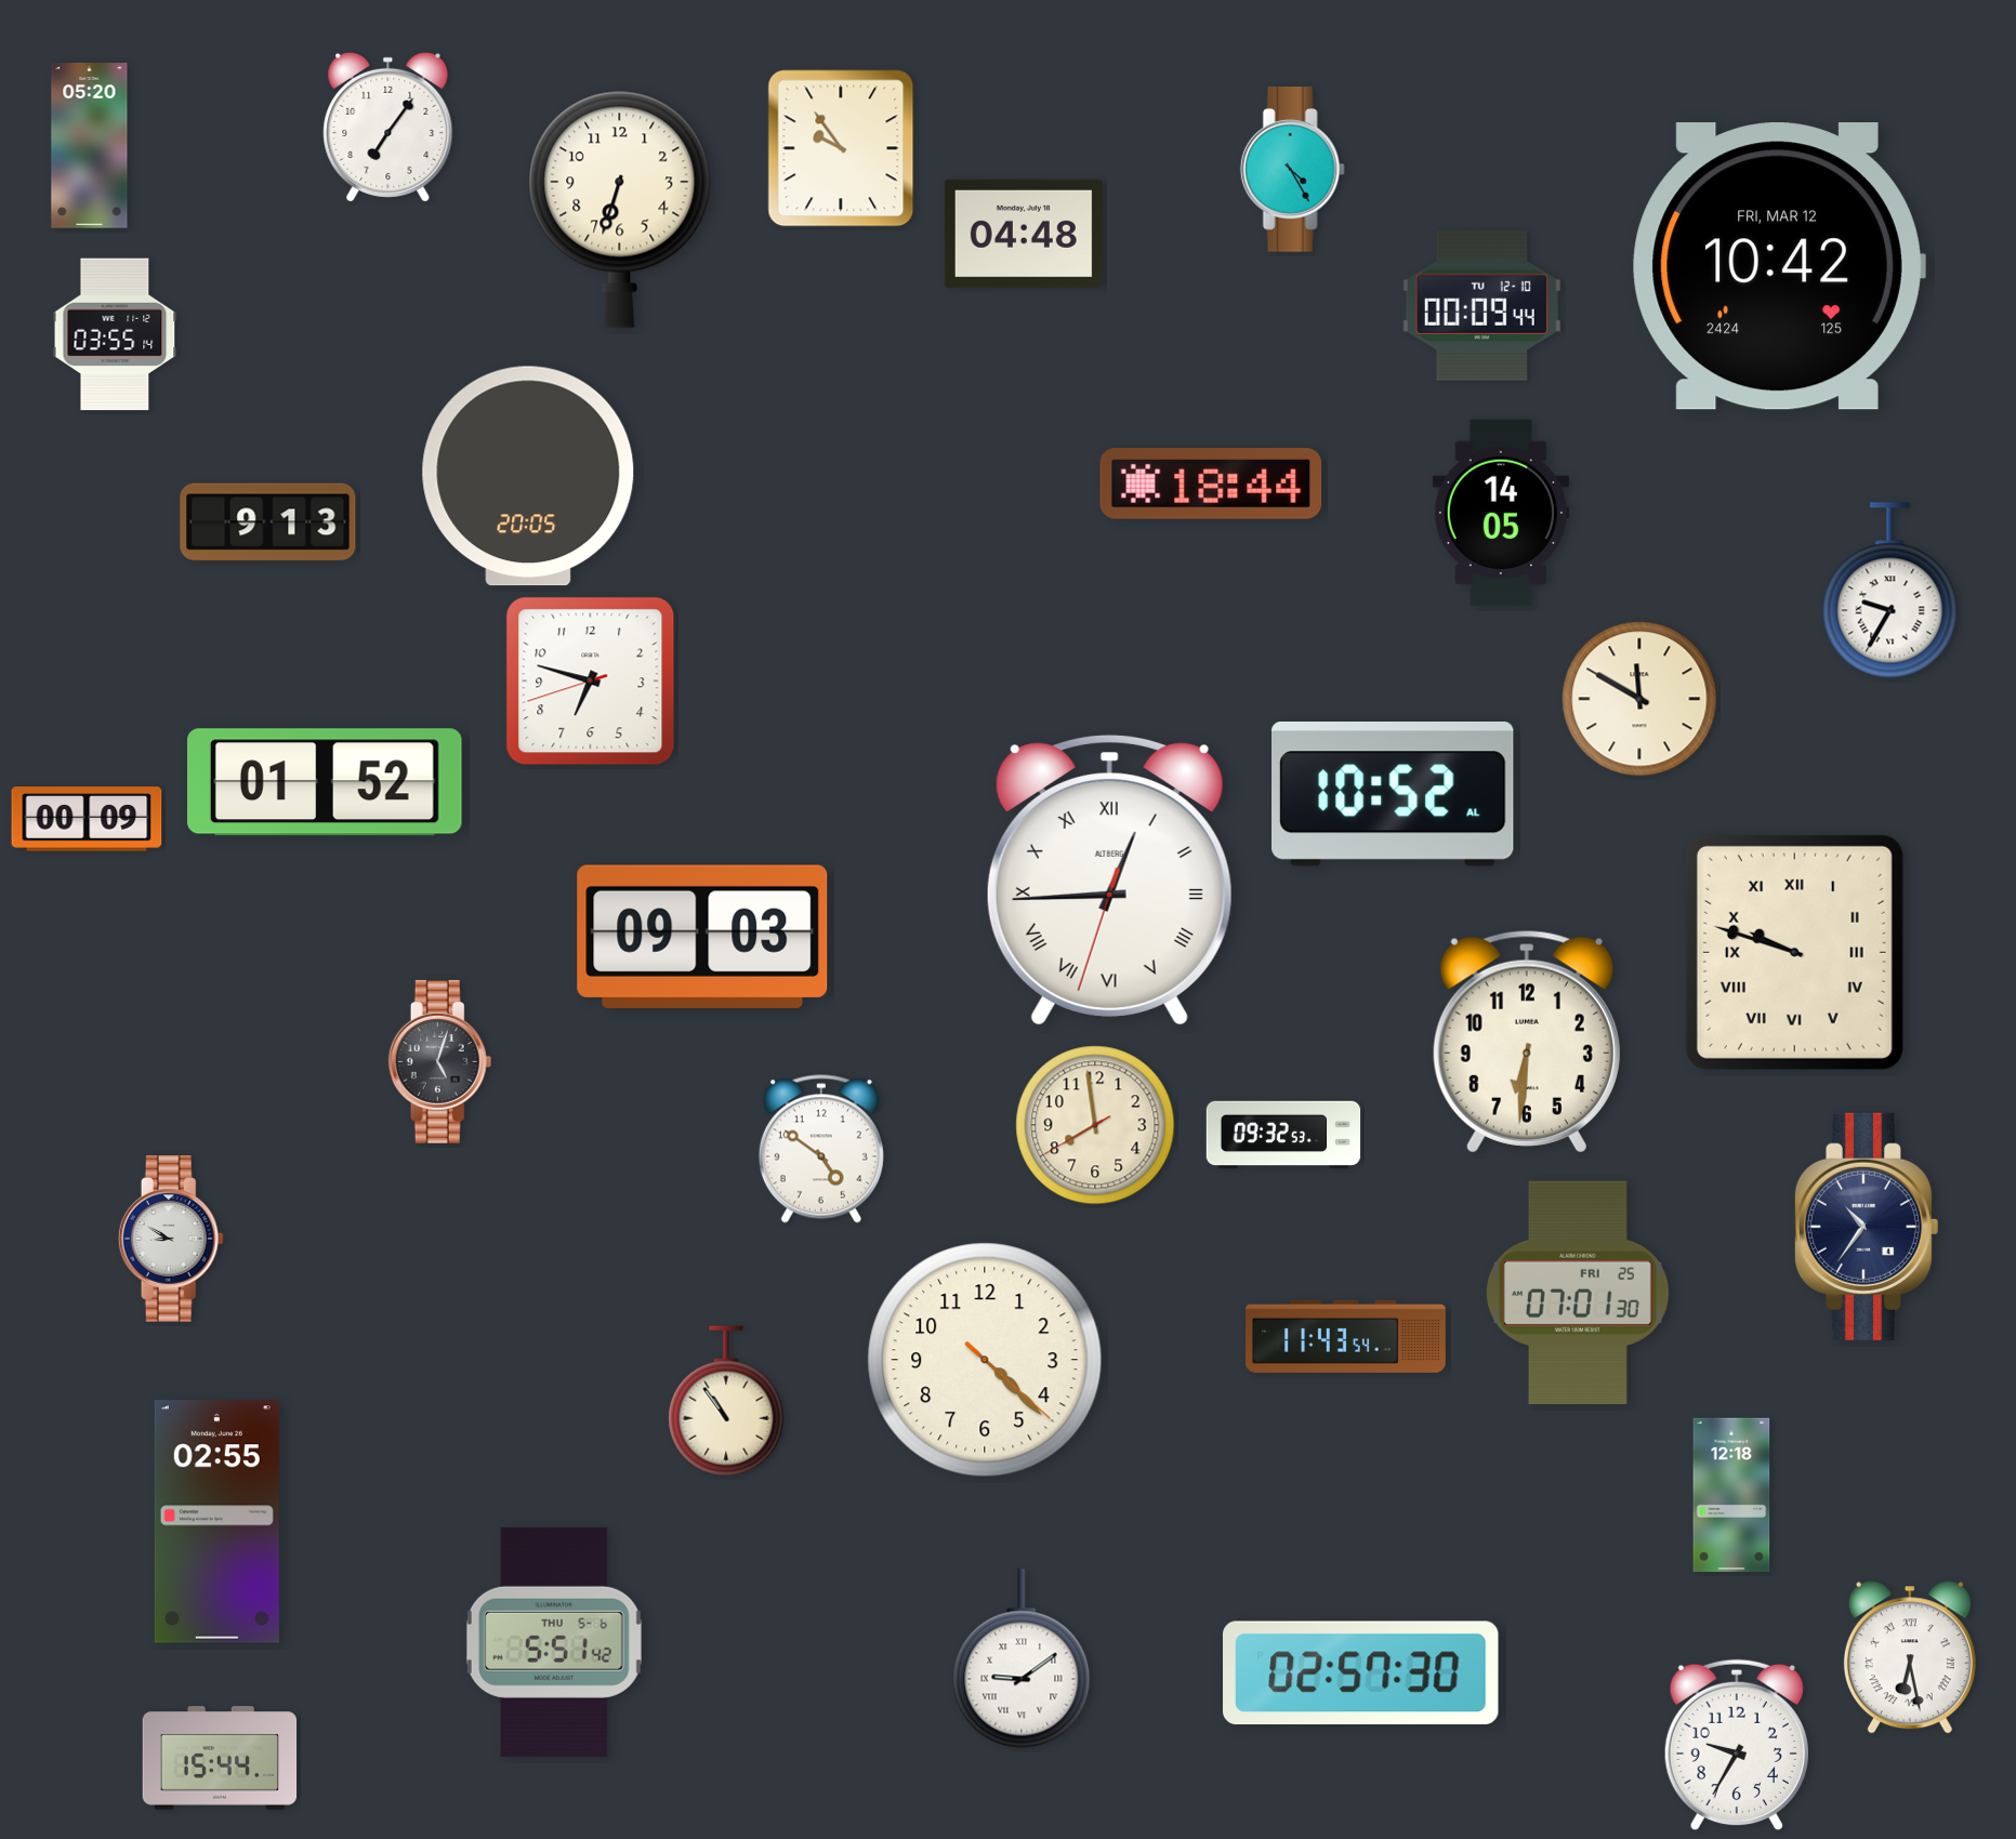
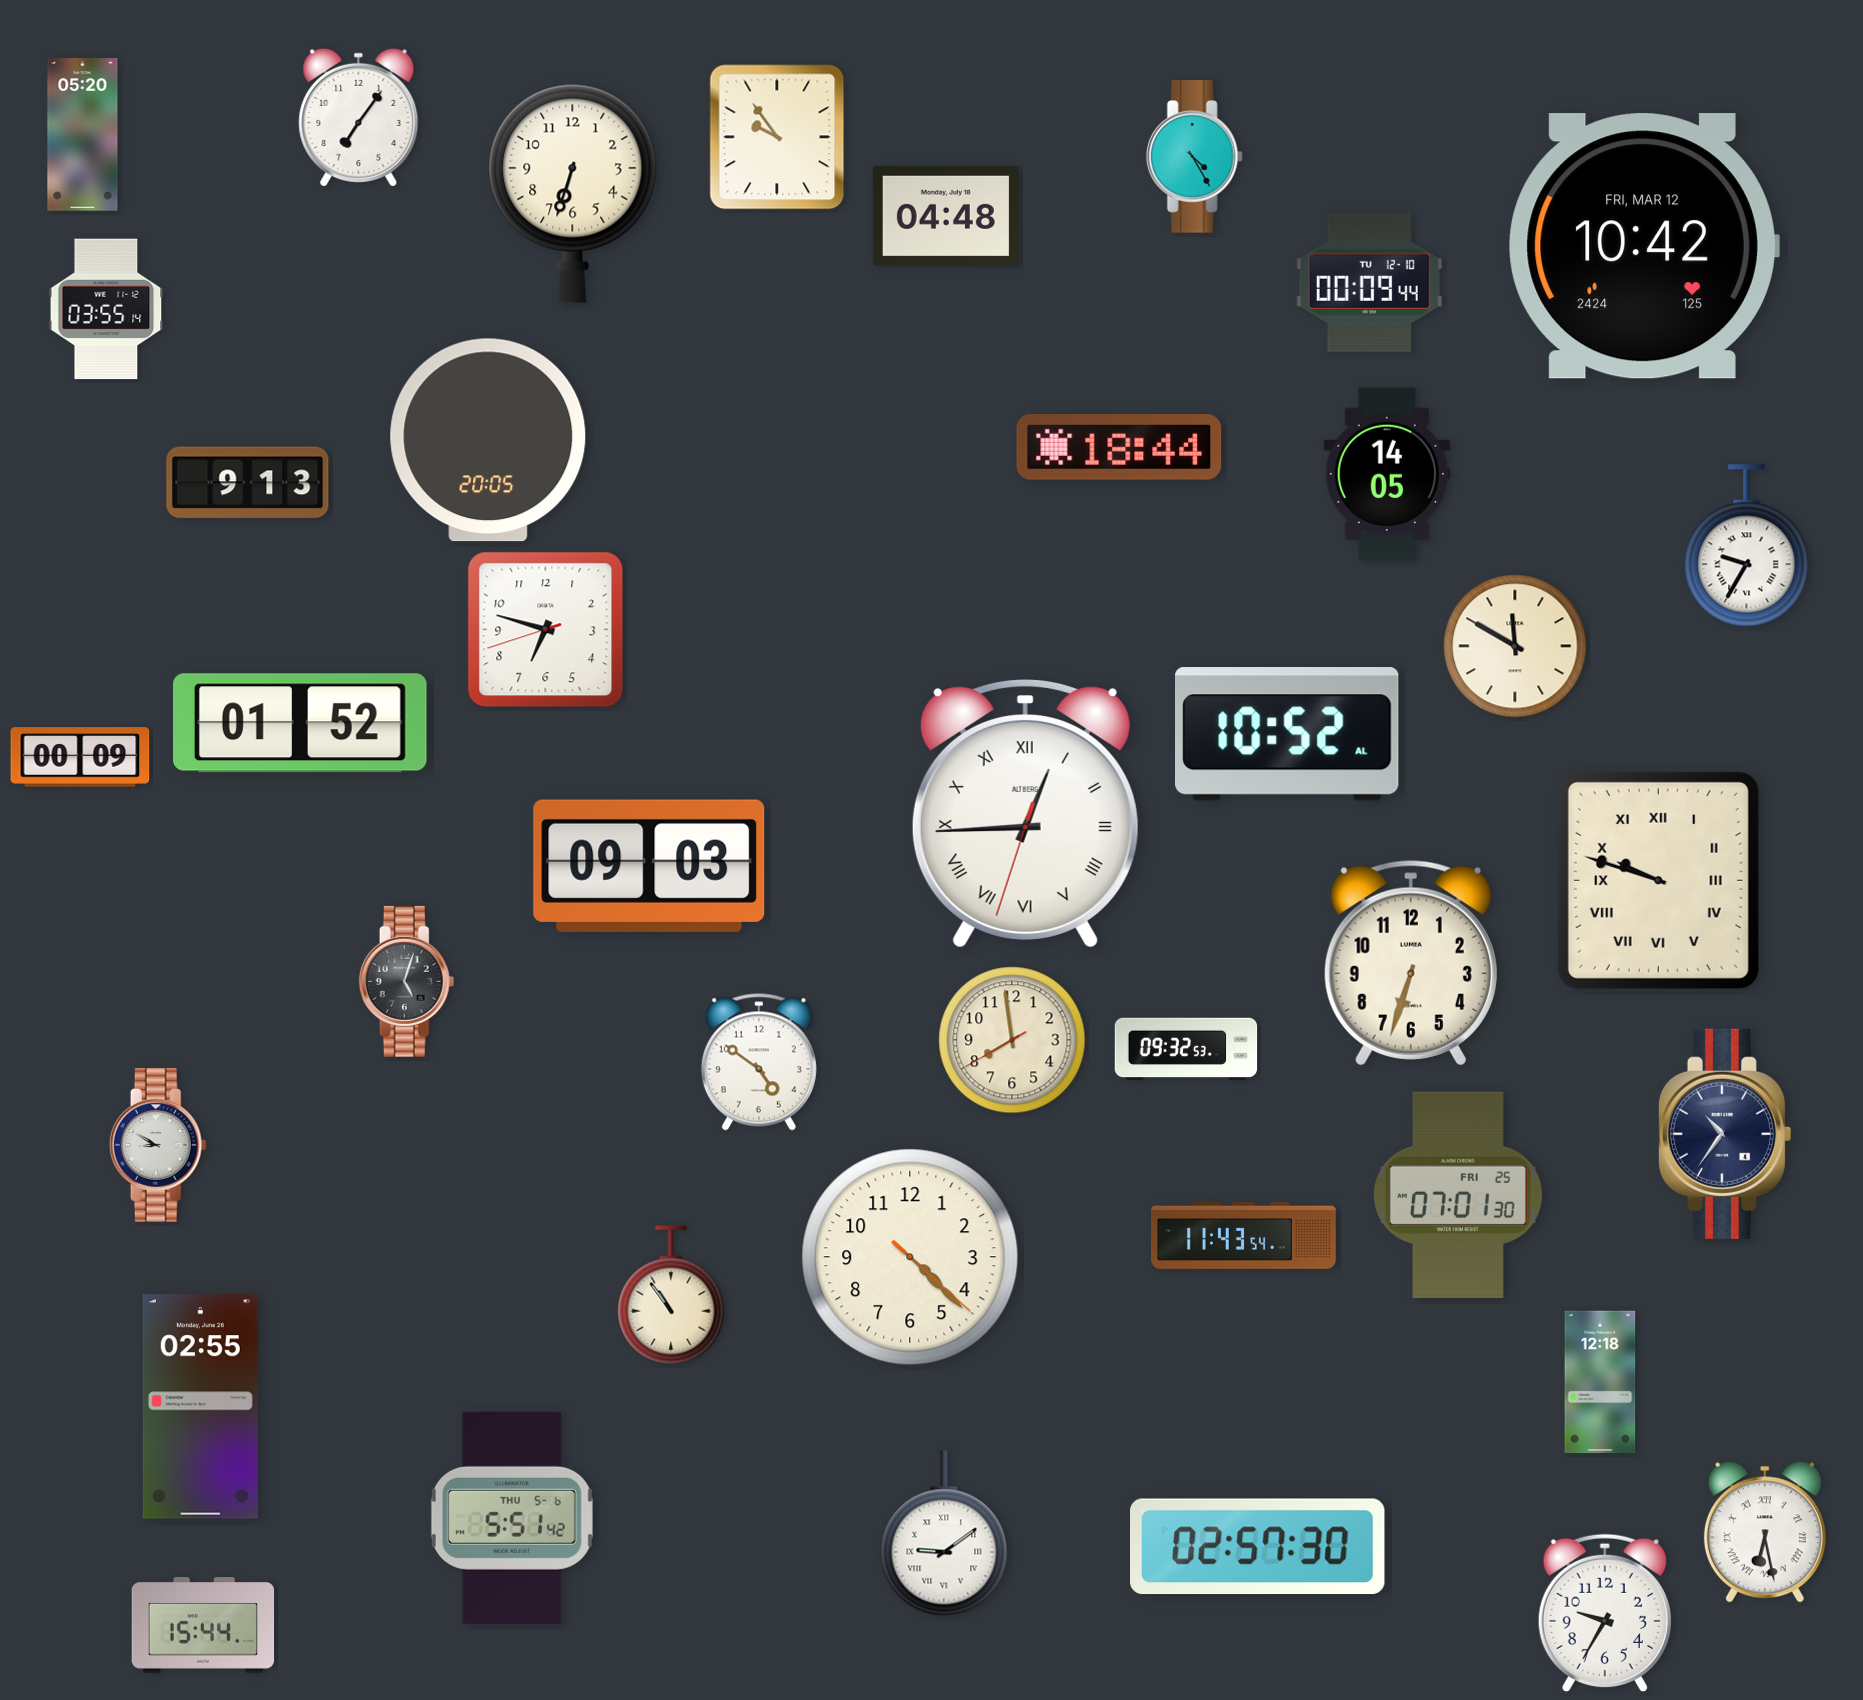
clock at (1527, 1042): 6:31 -> 6:33
